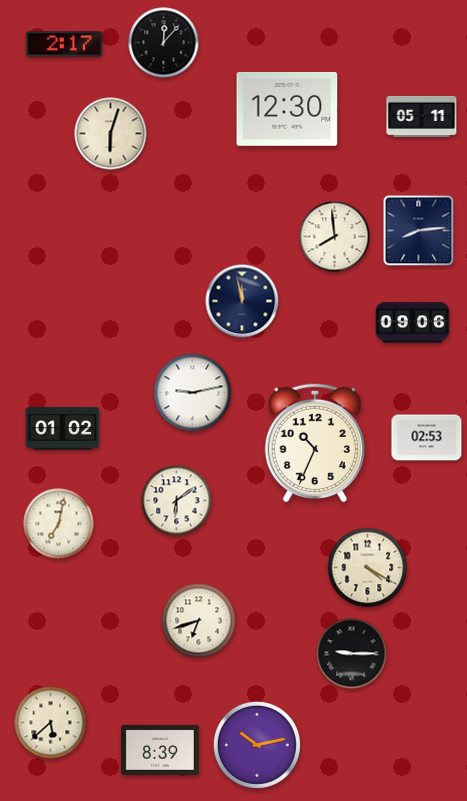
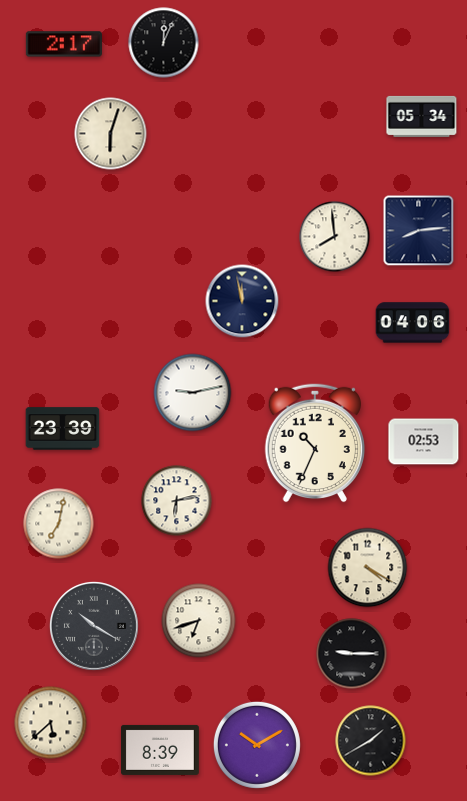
clock at (164, 43): 12:07 -> 12:04
clock at (287, 109): 12:30 -> none
clock at (422, 116): 05:11 -> 05:34
clock at (413, 323): 09:06 -> 04:06
clock at (63, 429): 01:02 -> 23:39
clock at (427, 438) position: (427, 438) -> (424, 442)
clock at (177, 501): 6:09 -> 6:13
clock at (94, 626): none -> 10:20
clock at (371, 741): none -> 1:40
clock at (257, 745): 10:13 -> 10:10
